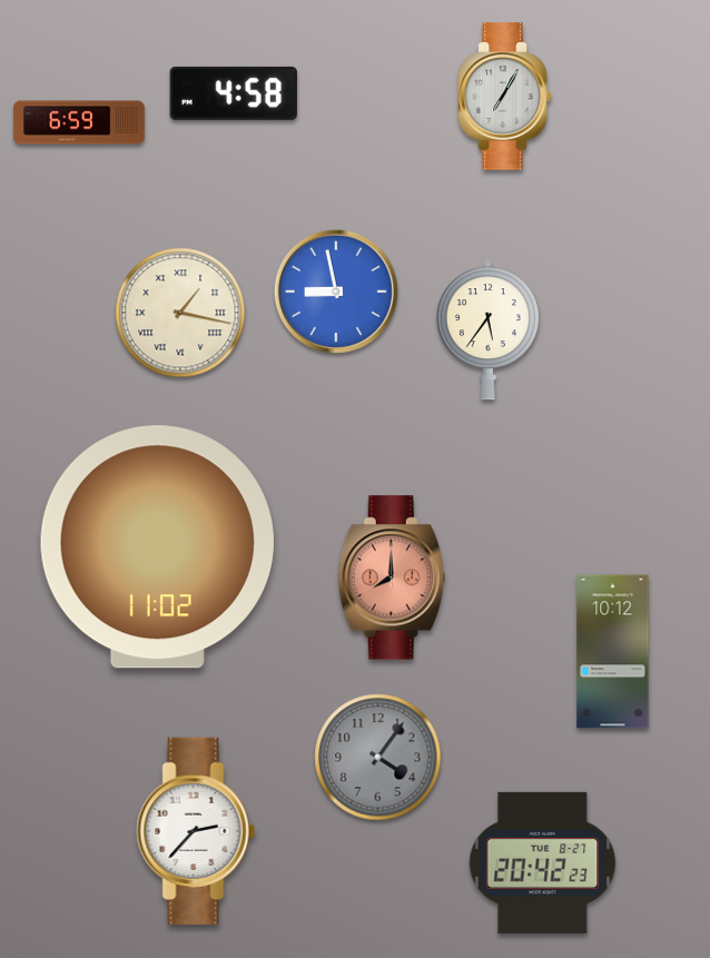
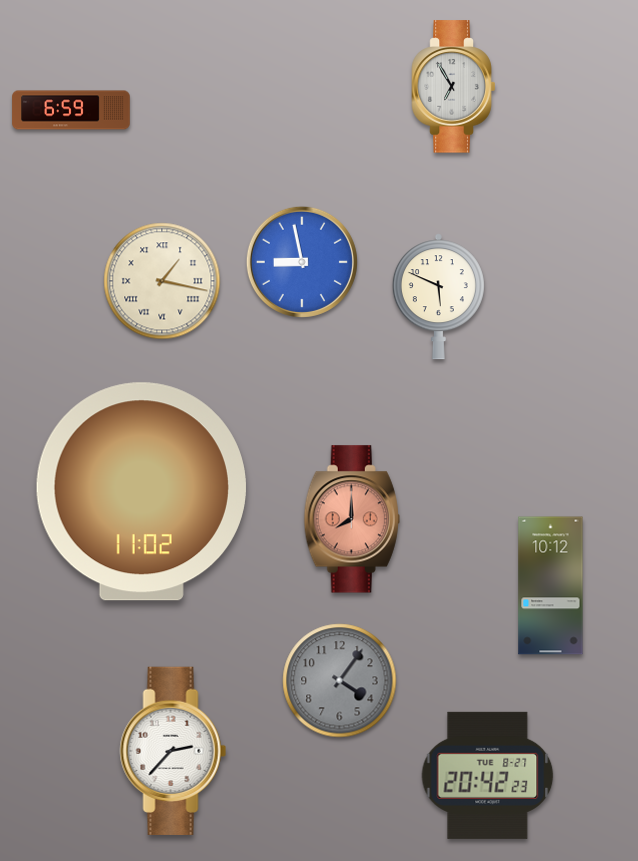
clock at (234, 93): 4:58 -> none
clock at (505, 97): 7:05 -> 6:55
clock at (487, 330): 5:36 -> 5:49
clock at (196, 831) position: (196, 831) -> (173, 751)
